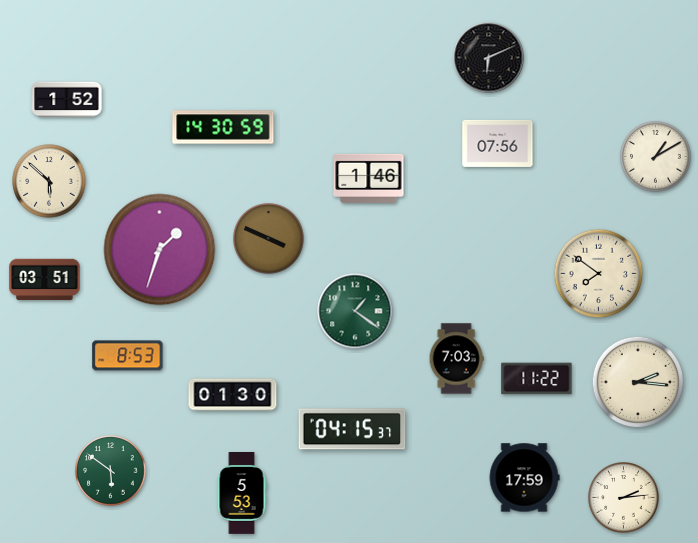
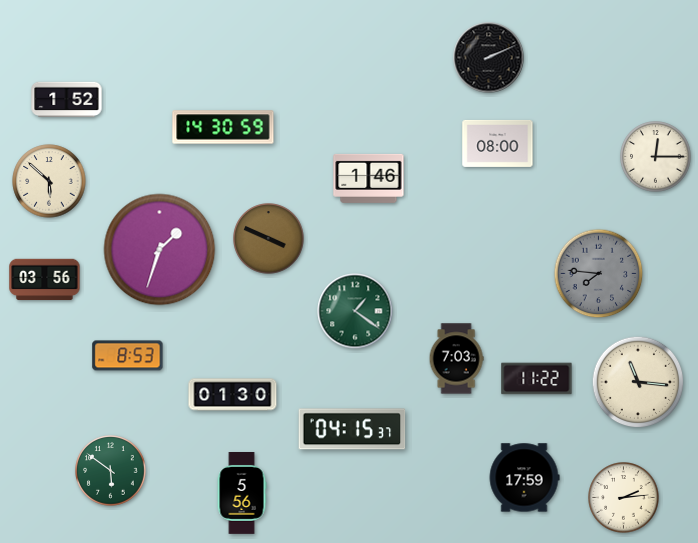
clock at (489, 58): 6:11 -> 2:11
clock at (498, 143): 07:56 -> 08:00
clock at (656, 157): 1:10 -> 12:15
clock at (599, 274): 7:51 -> 7:46
clock at (599, 274) dial: cream -> grey
clock at (45, 280): 03:51 -> 03:56
clock at (638, 382): 2:16 -> 11:16
clock at (242, 494): 5:53 -> 5:56
